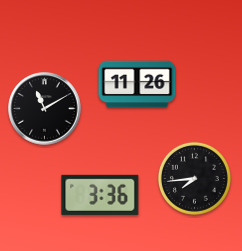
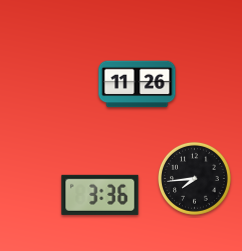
clock at (45, 109): 11:10 -> none
